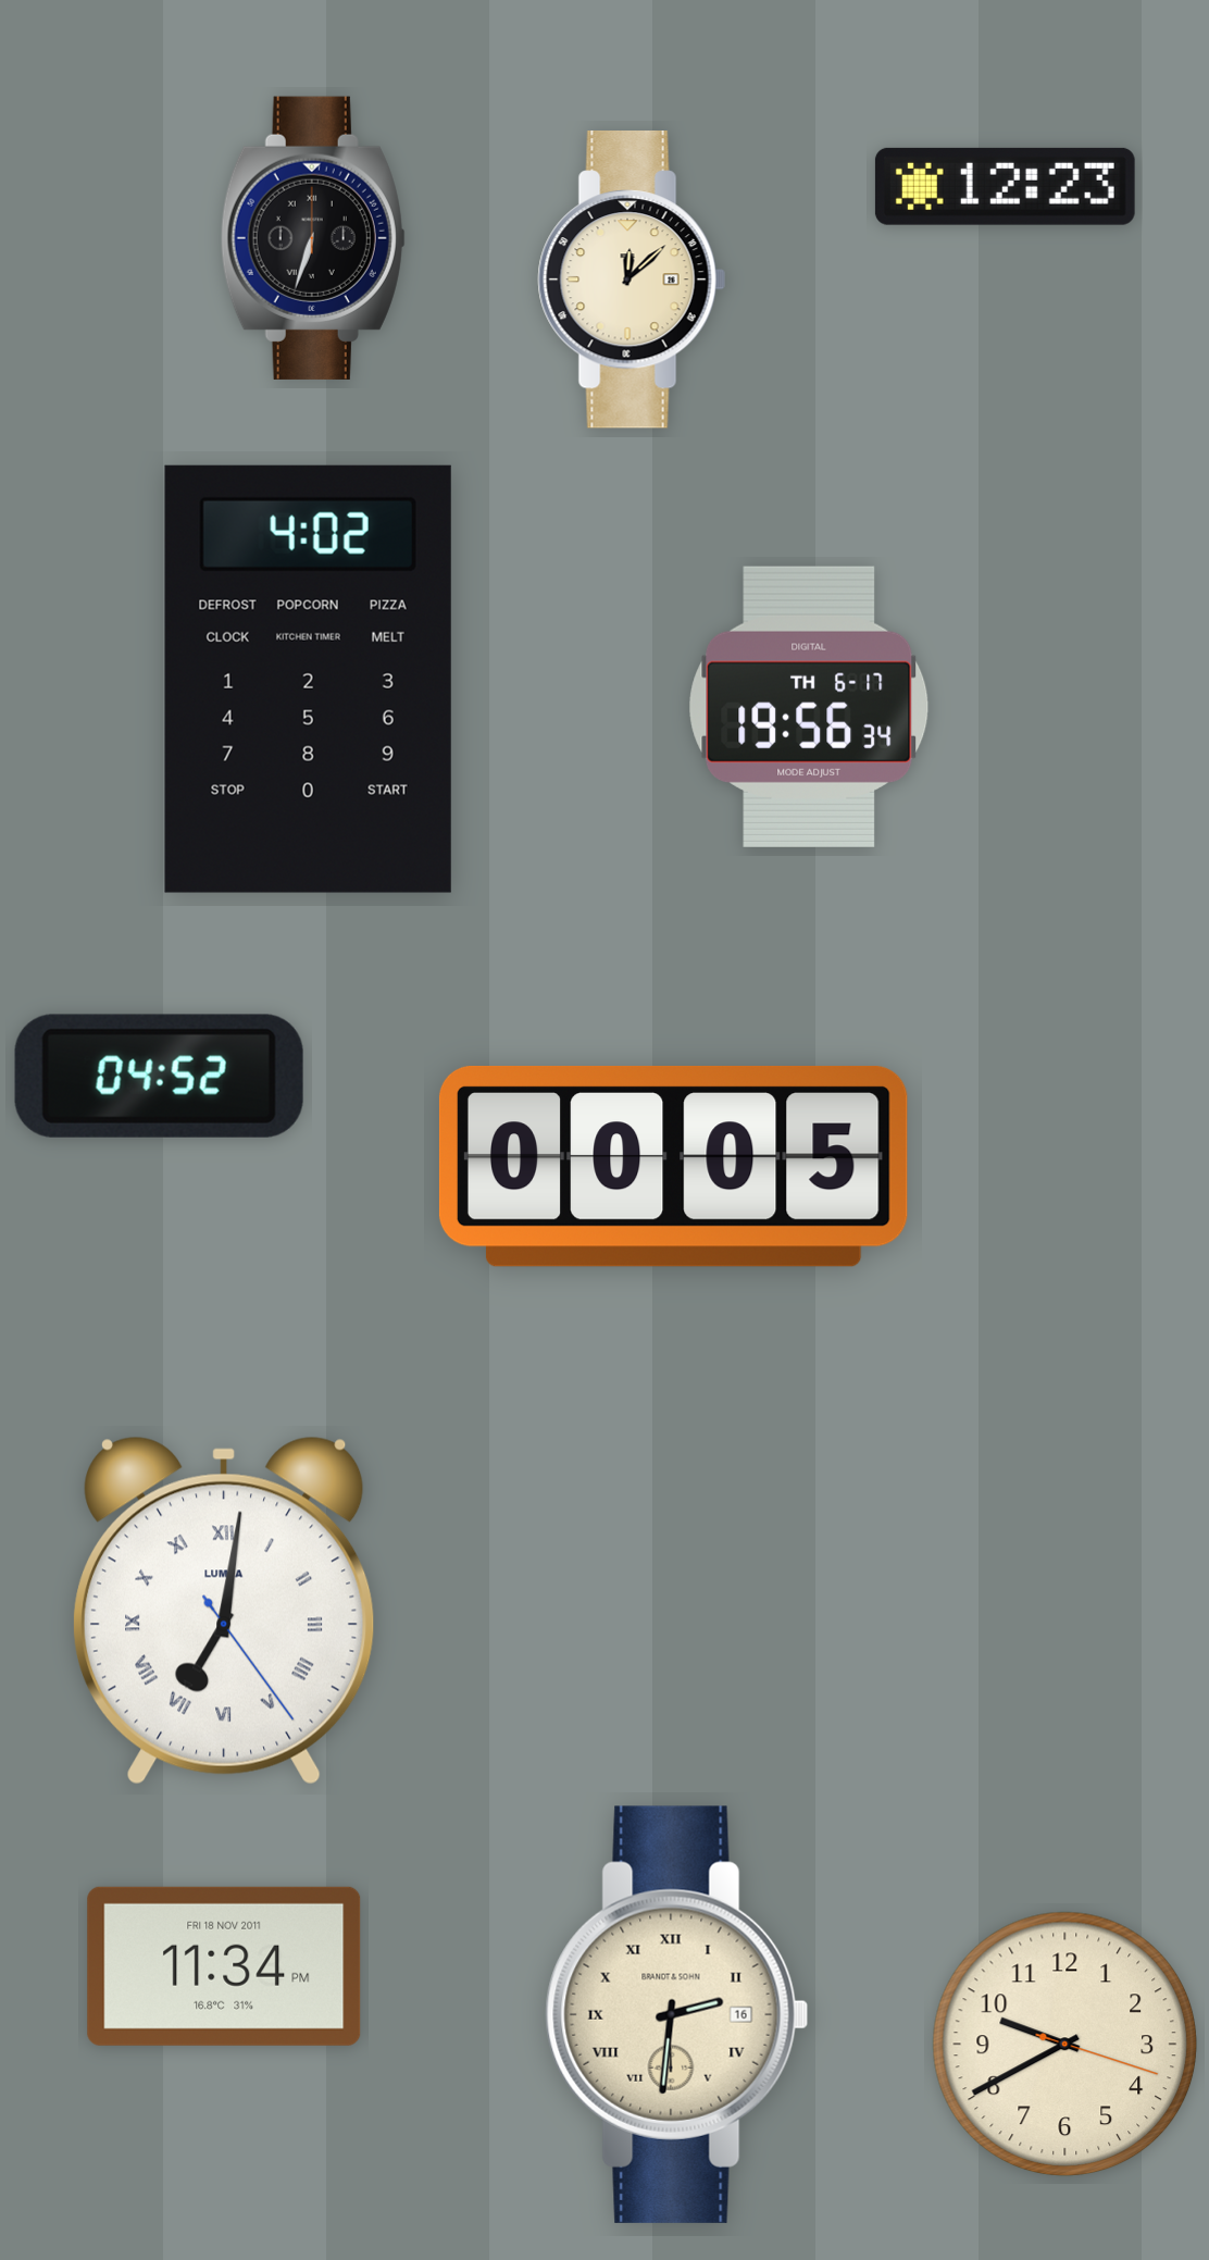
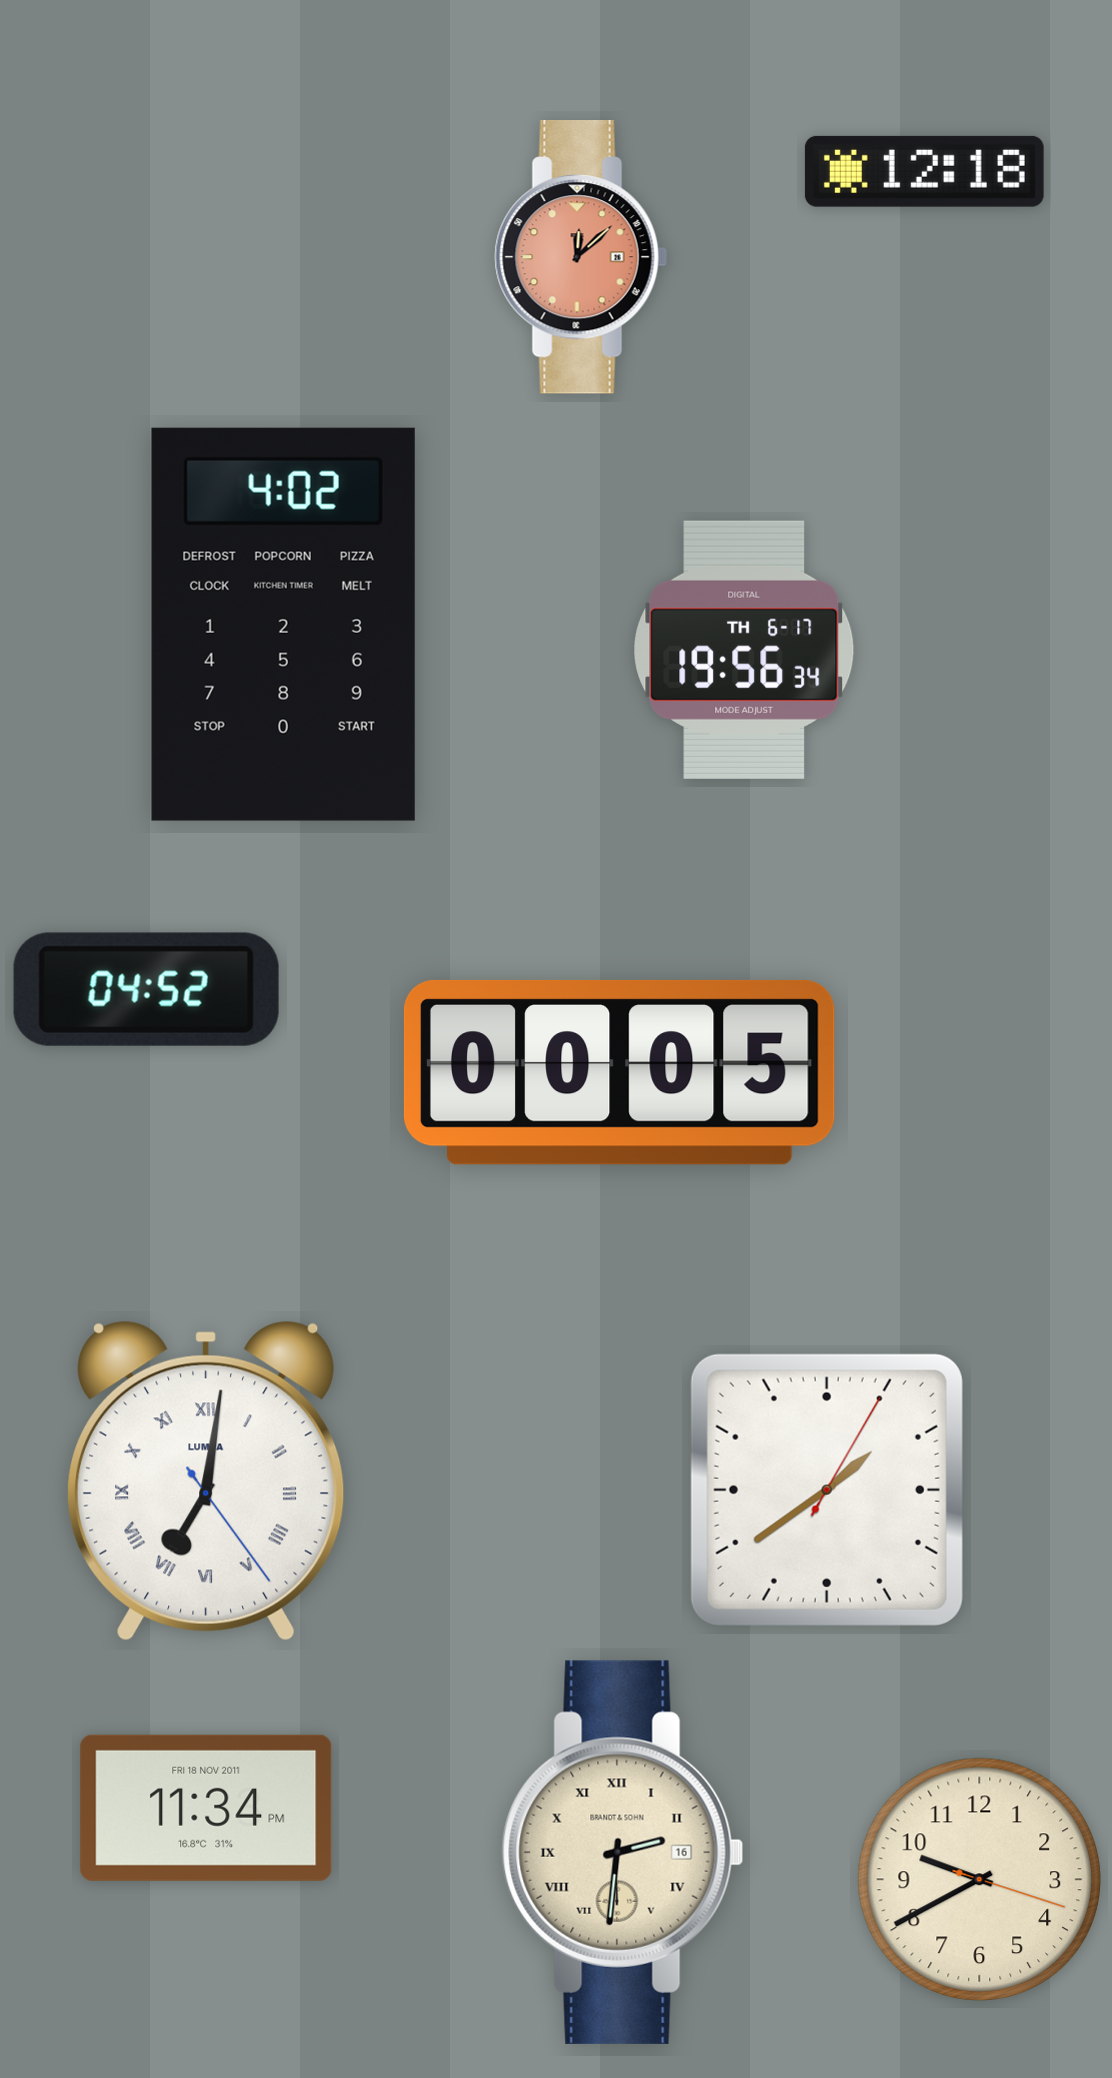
clock at (1005, 186): 12:23 -> 12:18
clock at (313, 238): 6:33 -> none
clock at (632, 281) dial: cream -> salmon
clock at (827, 1490): none -> 1:39
